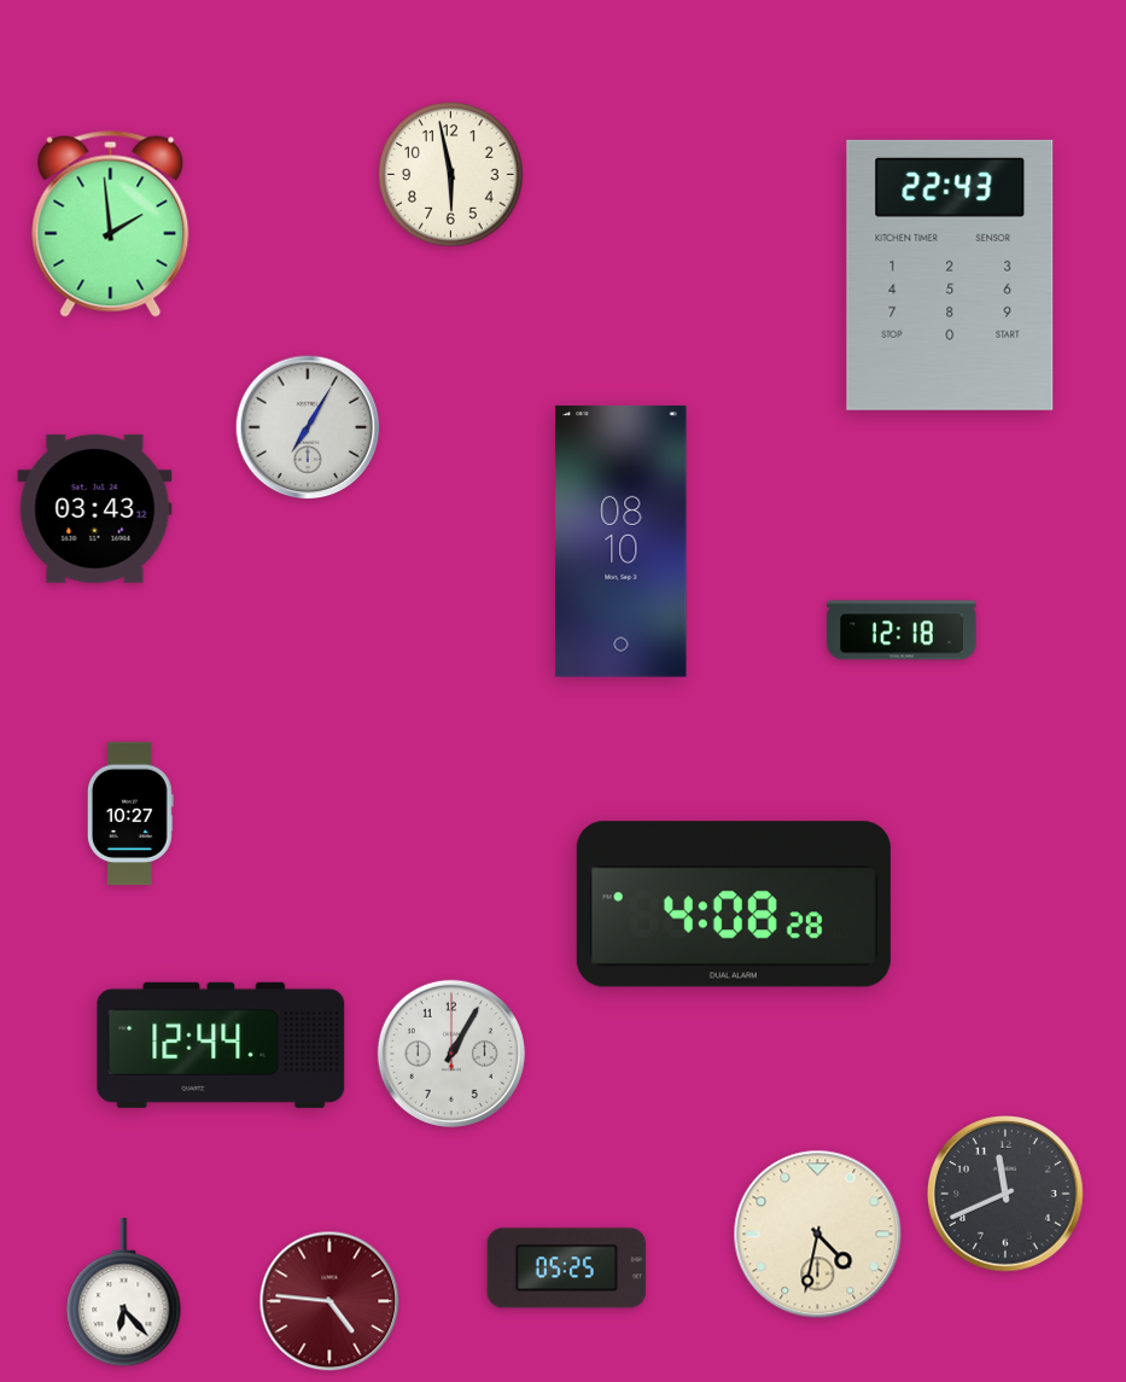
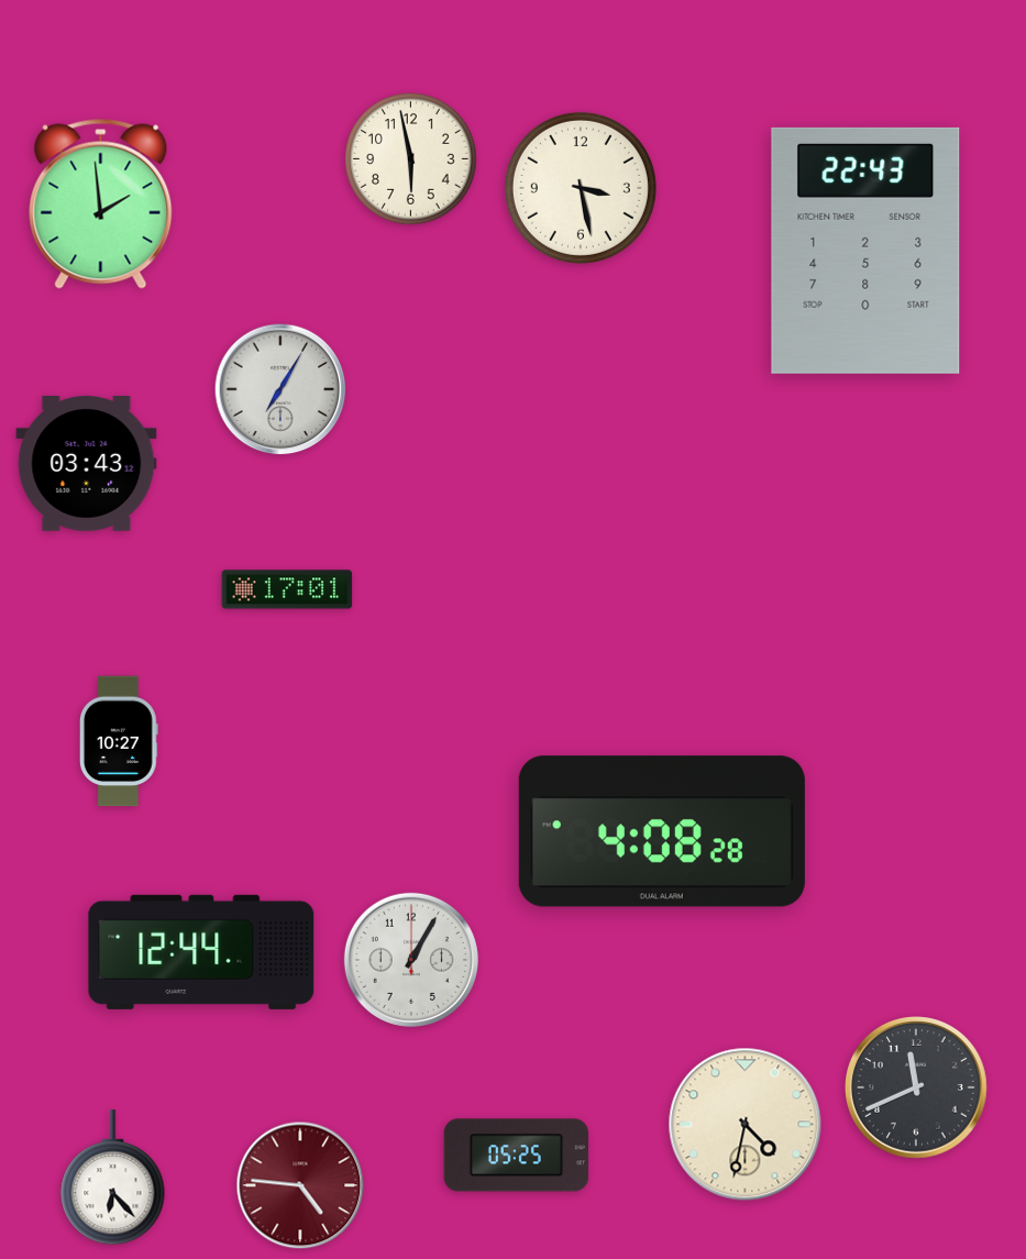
clock at (581, 188): none -> 3:28
clock at (622, 541): 08:10 -> none
clock at (902, 630): 12:18 -> none
clock at (287, 589): none -> 17:01
clock at (734, 904) position: (734, 904) -> (662, 831)
